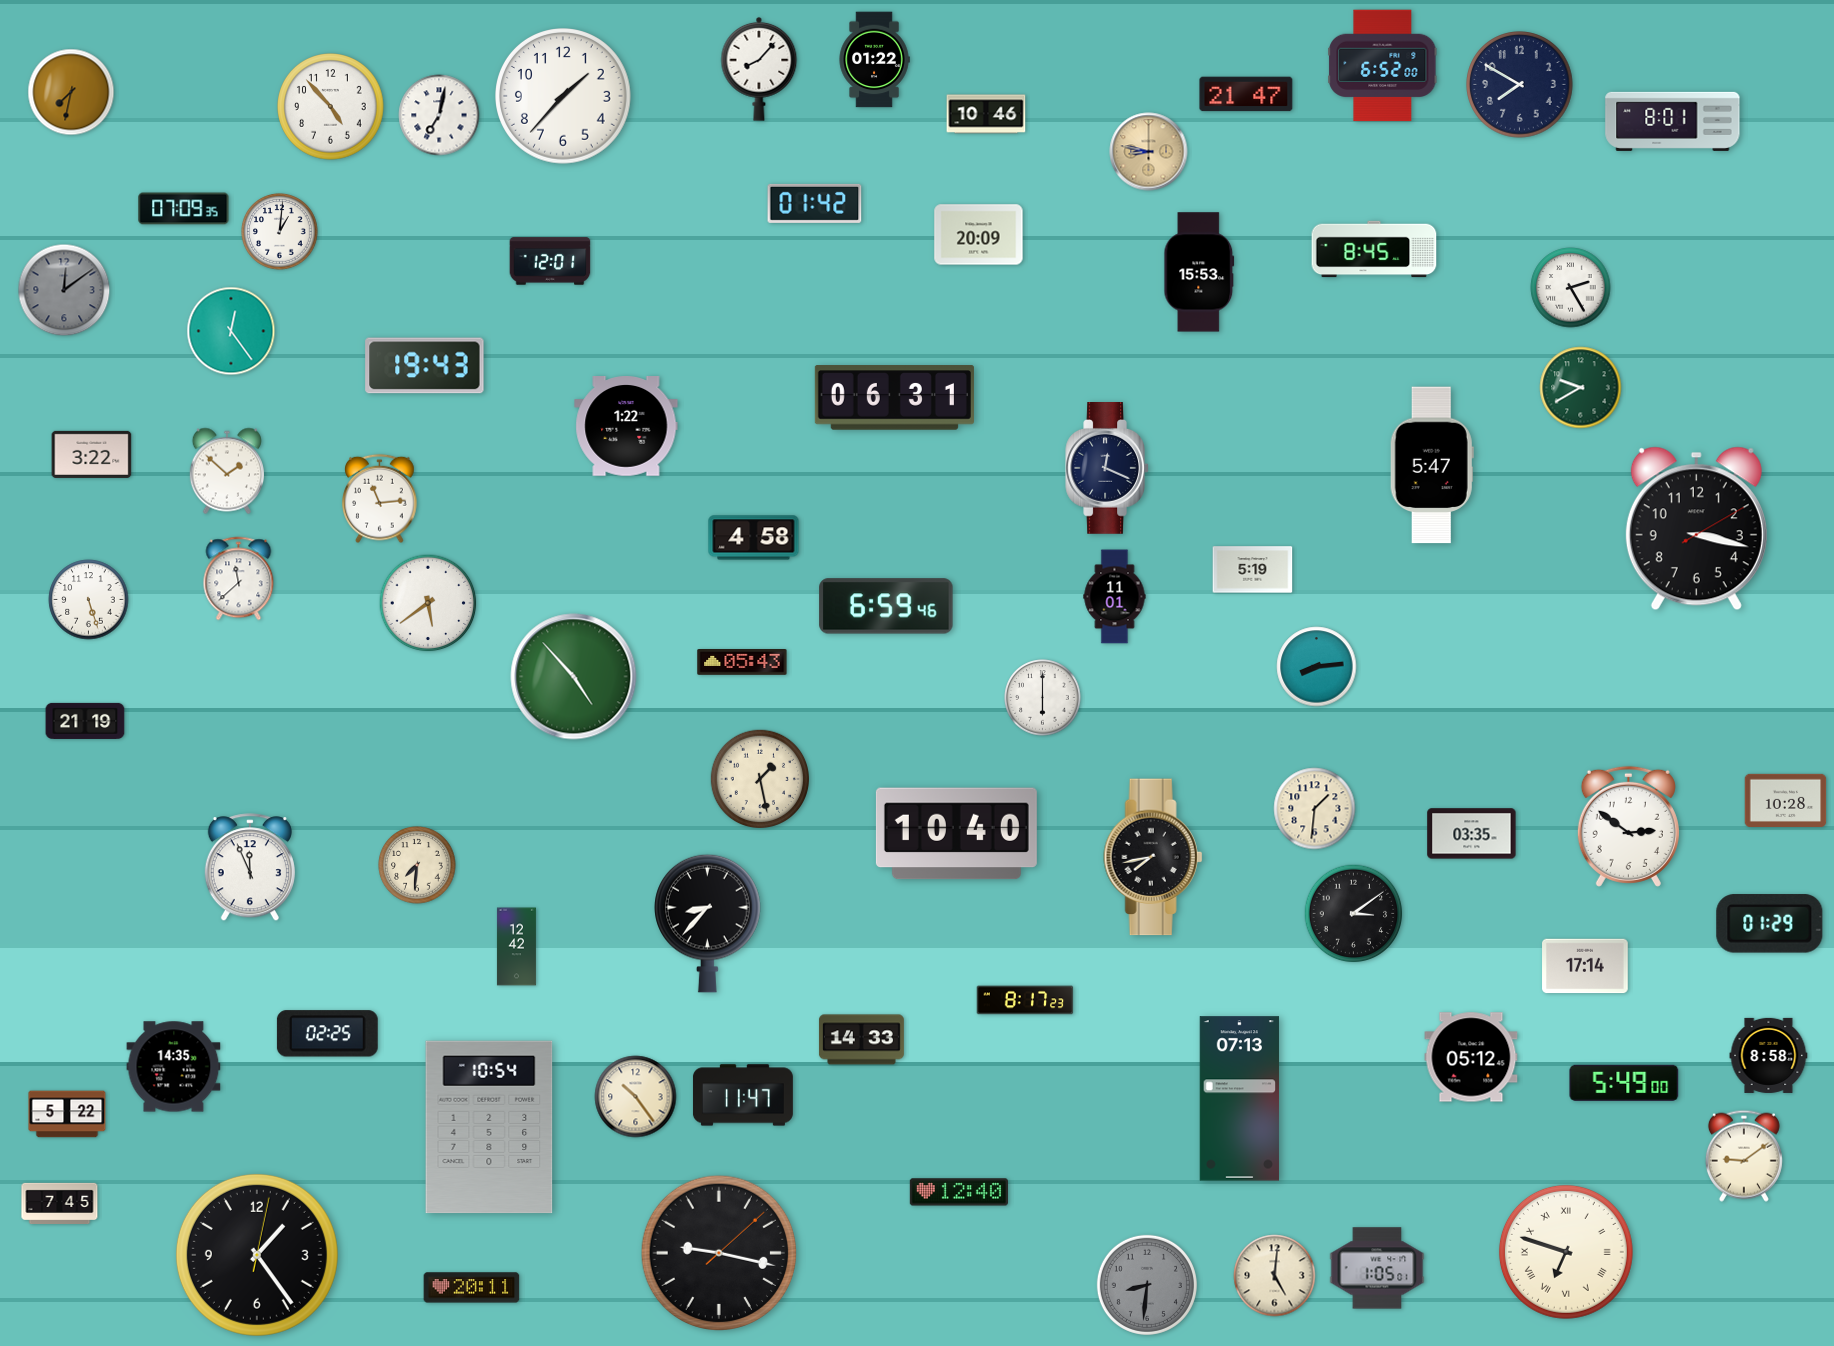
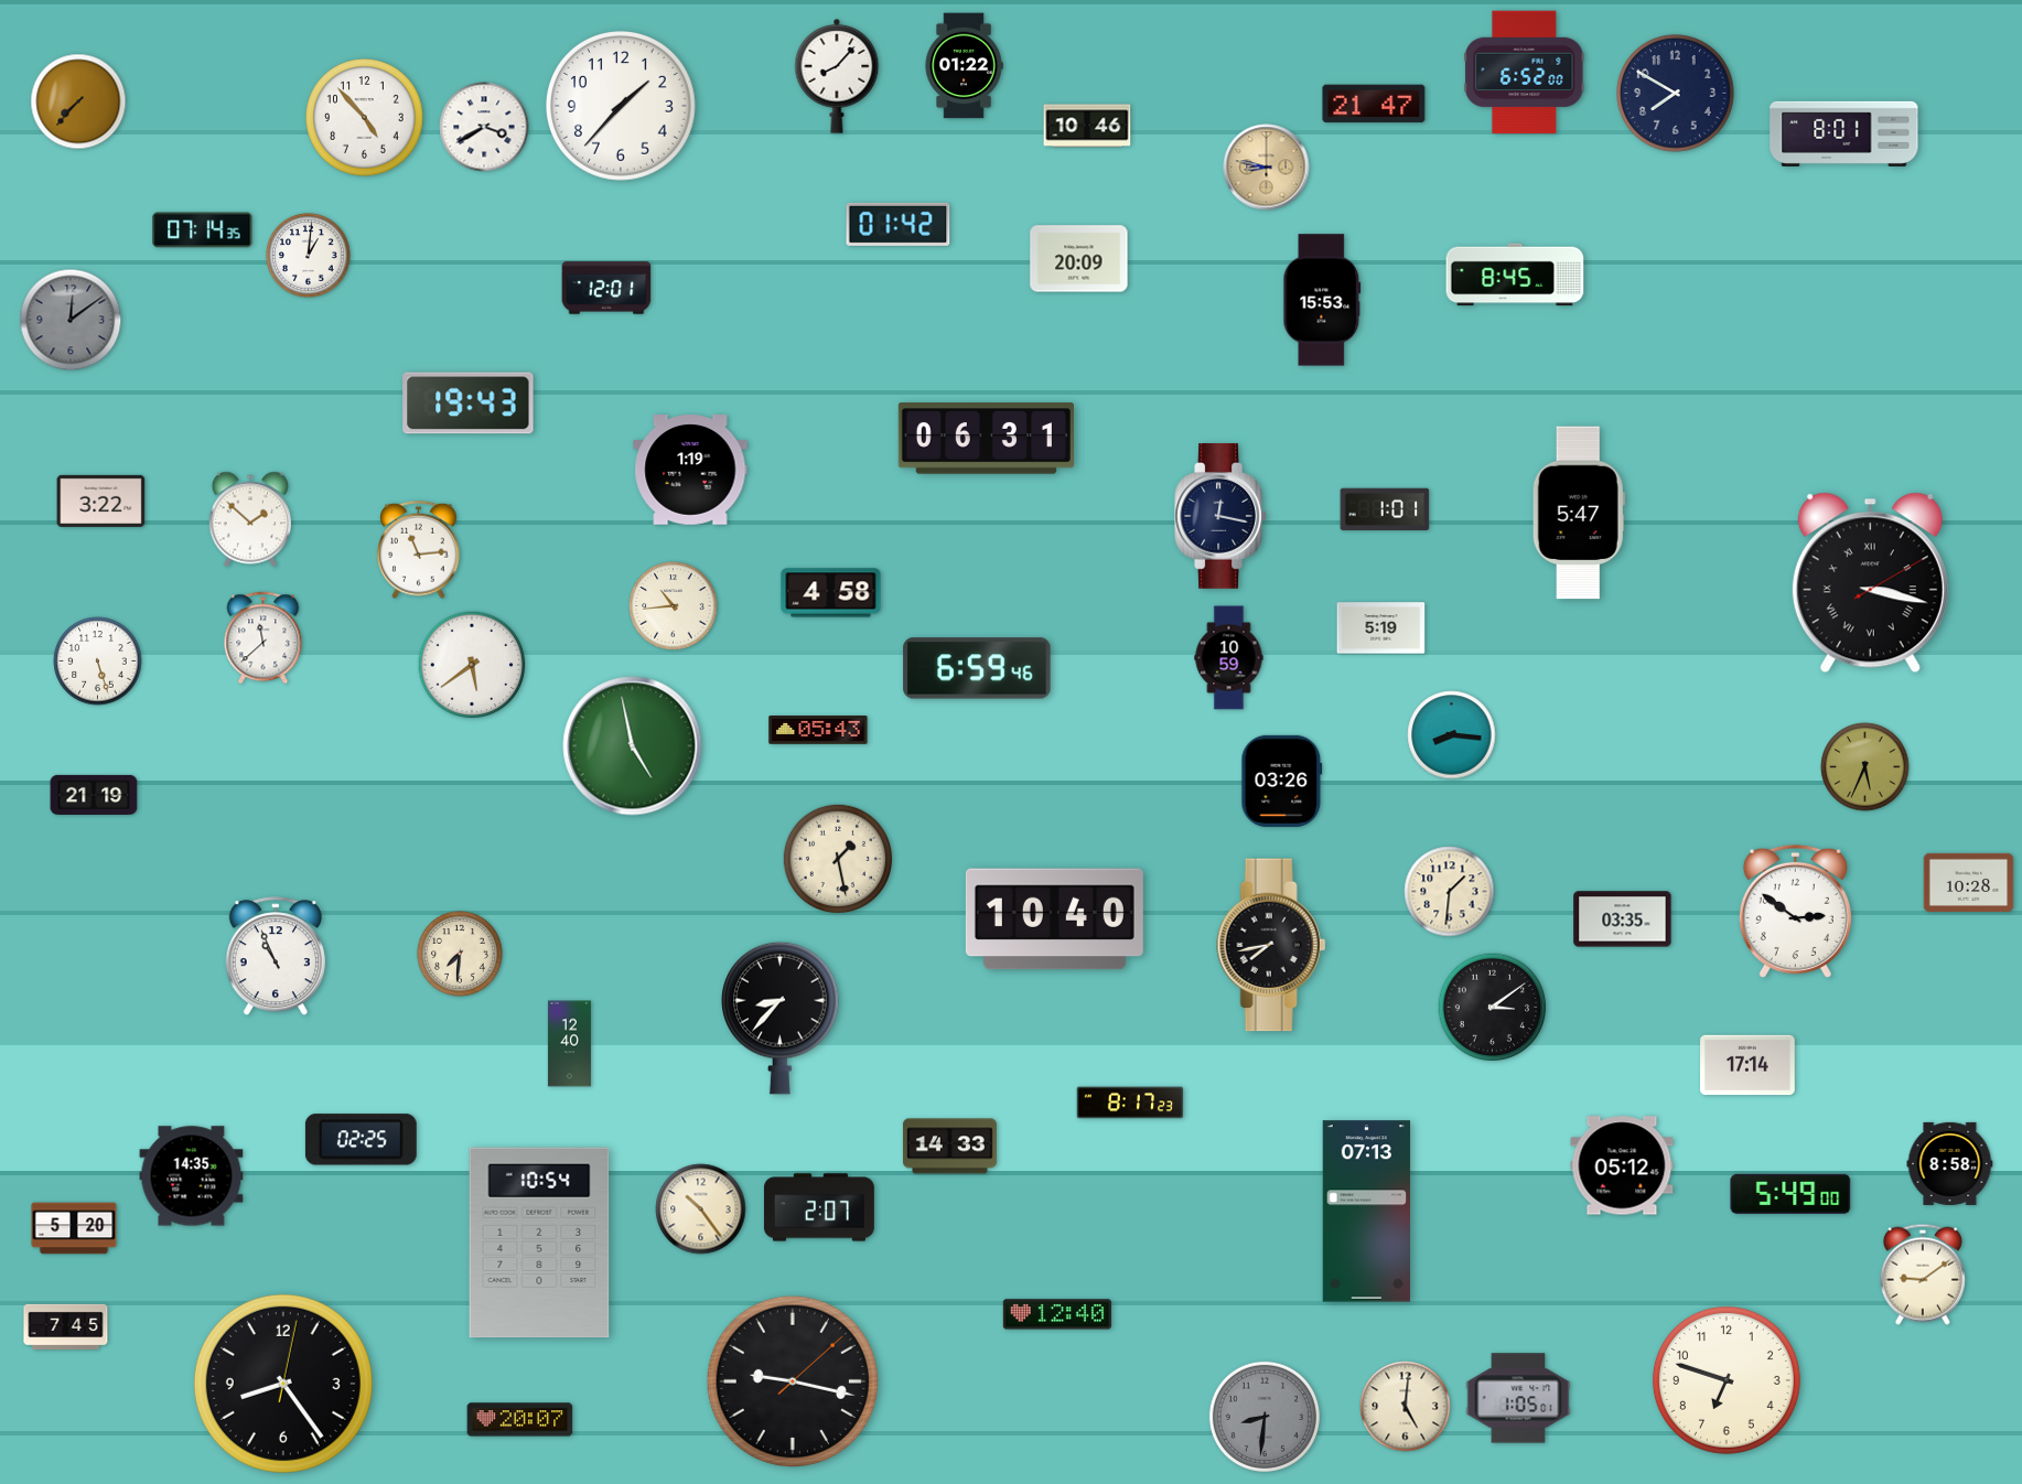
clock at (71, 92): 7:32 -> 7:37
clock at (439, 115): 7:02 -> 3:40
clock at (184, 209): 07:09 -> 07:14
clock at (1571, 288): 2:25 -> none
clock at (231, 331): 12:24 -> none
clock at (1581, 388): 9:40 -> none
clock at (626, 427): 1:22 -> 1:19
clock at (1385, 508): none -> 1:01
clock at (1107, 469): 12:19 -> 12:17
clock at (1696, 529) numerals: Arabic -> Roman
clock at (674, 606): none -> 10:44
clock at (1115, 597): 11:01 -> 10:59
clock at (1317, 667): 8:14 -> 8:16
clock at (574, 677): 4:53 -> 4:58
clock at (1865, 767): none -> 5:34
clock at (1043, 698): 6:00 -> none
clock at (1282, 781): none -> 03:26
clock at (250, 868): 11:56 -> 10:56
clock at (1770, 924): 01:29 -> none
clock at (516, 947): 12:42 -> 12:40
clock at (743, 1095): 11:47 -> 2:07
clock at (67, 1114): 5:22 -> 5:20
clock at (1566, 1252) numerals: Roman -> Arabic
clock at (257, 1255): 1:24 -> 8:24
clock at (472, 1288): 20:11 -> 20:07
